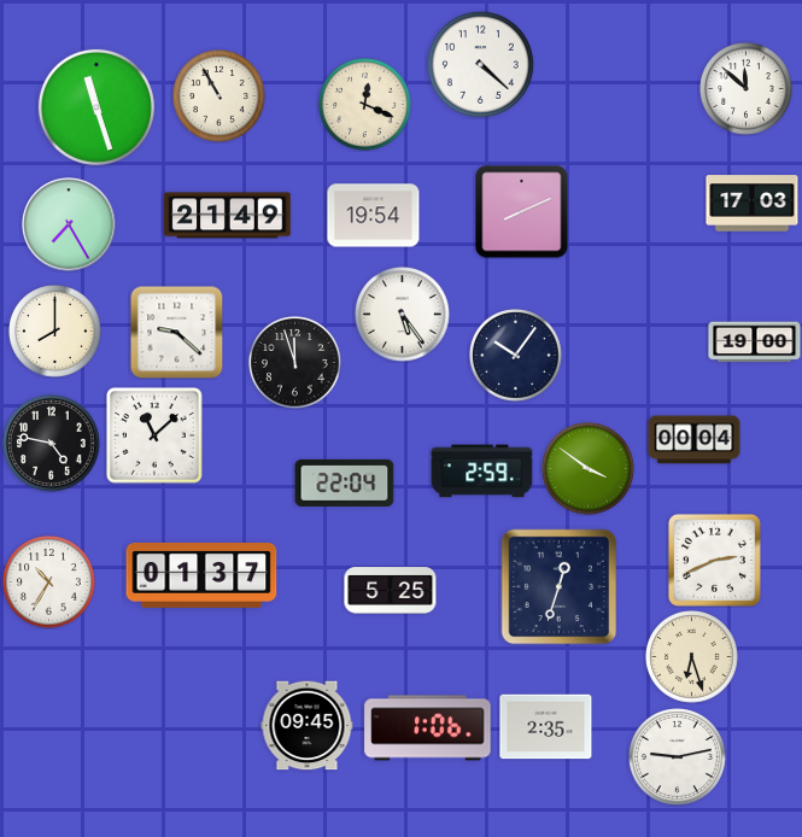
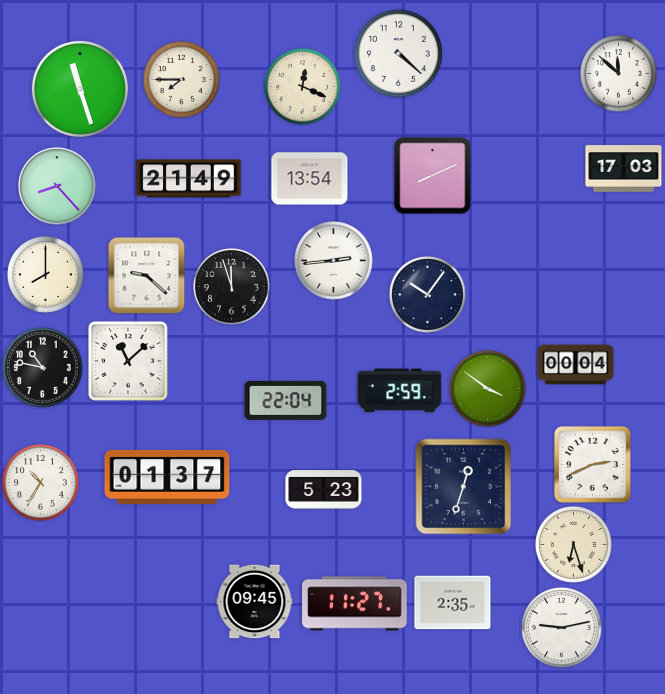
clock at (219, 96): 10:55 -> 7:45
clock at (374, 216): 19:54 -> 13:54
clock at (69, 224): 7:25 -> 8:23
clock at (403, 315): 5:24 -> 2:44
clock at (755, 343): 19:00 -> none
clock at (295, 363) position: (295, 363) -> (232, 287)
clock at (52, 444): 4:47 -> 10:47
clock at (391, 591): 5:25 -> 5:23
clock at (428, 728): 1:06 -> 11:27
